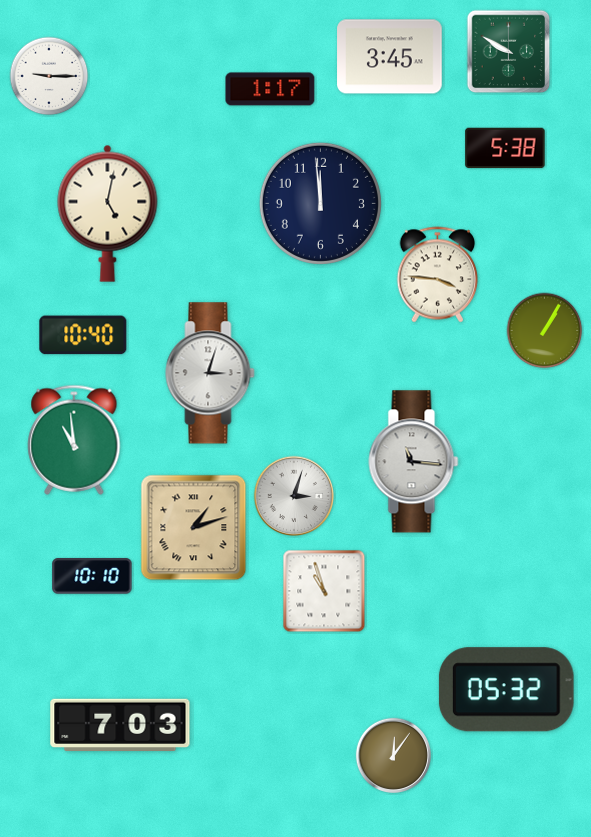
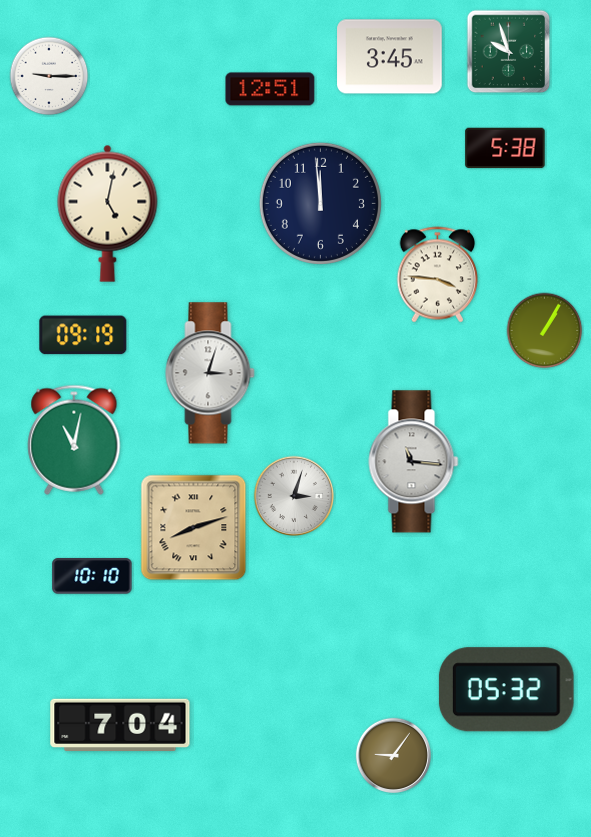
clock at (509, 52): 9:50 -> 9:57
clock at (270, 89): 1:17 -> 12:51
clock at (83, 335): 10:40 -> 09:19
clock at (74, 440): 10:59 -> 11:02
clock at (194, 528): 1:12 -> 8:12
clock at (324, 591): 10:57 -> none
clock at (120, 725): 7:03 -> 7:04
clock at (393, 755): 12:06 -> 9:06
